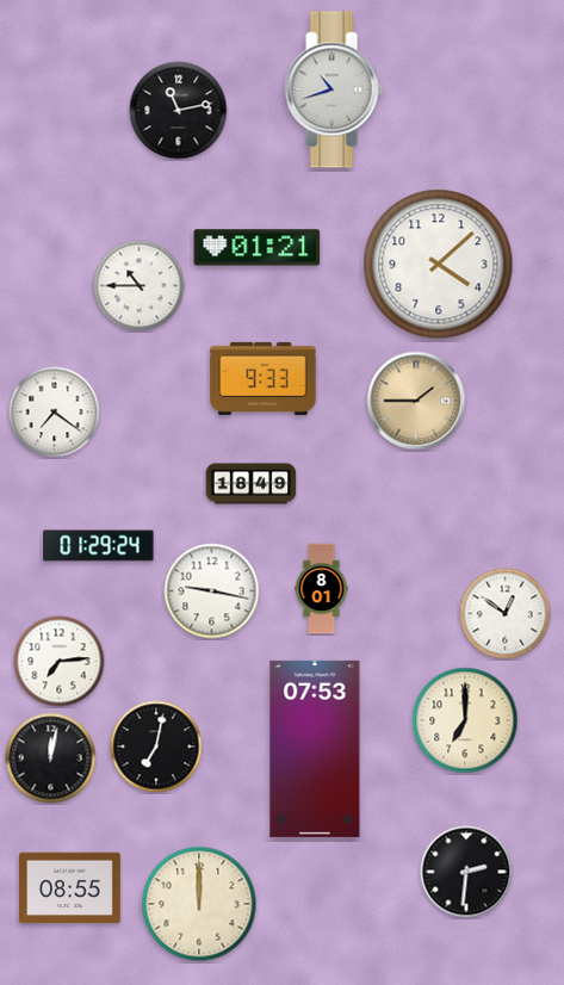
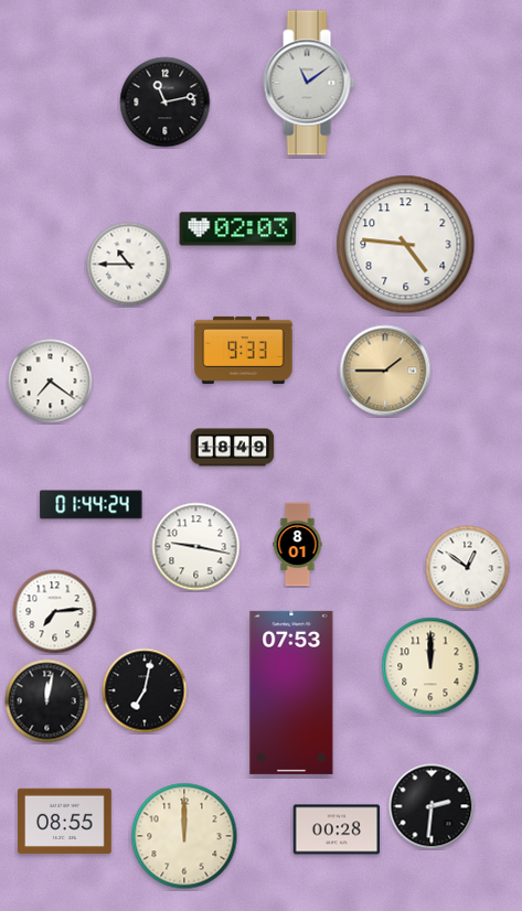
clock at (334, 89): 10:42 -> 11:09
clock at (258, 248): 01:21 -> 02:03
clock at (439, 265): 4:08 -> 4:46
clock at (99, 546): 01:29 -> 01:44
clock at (465, 720): 7:00 -> 12:00
clock at (337, 829): none -> 00:28
